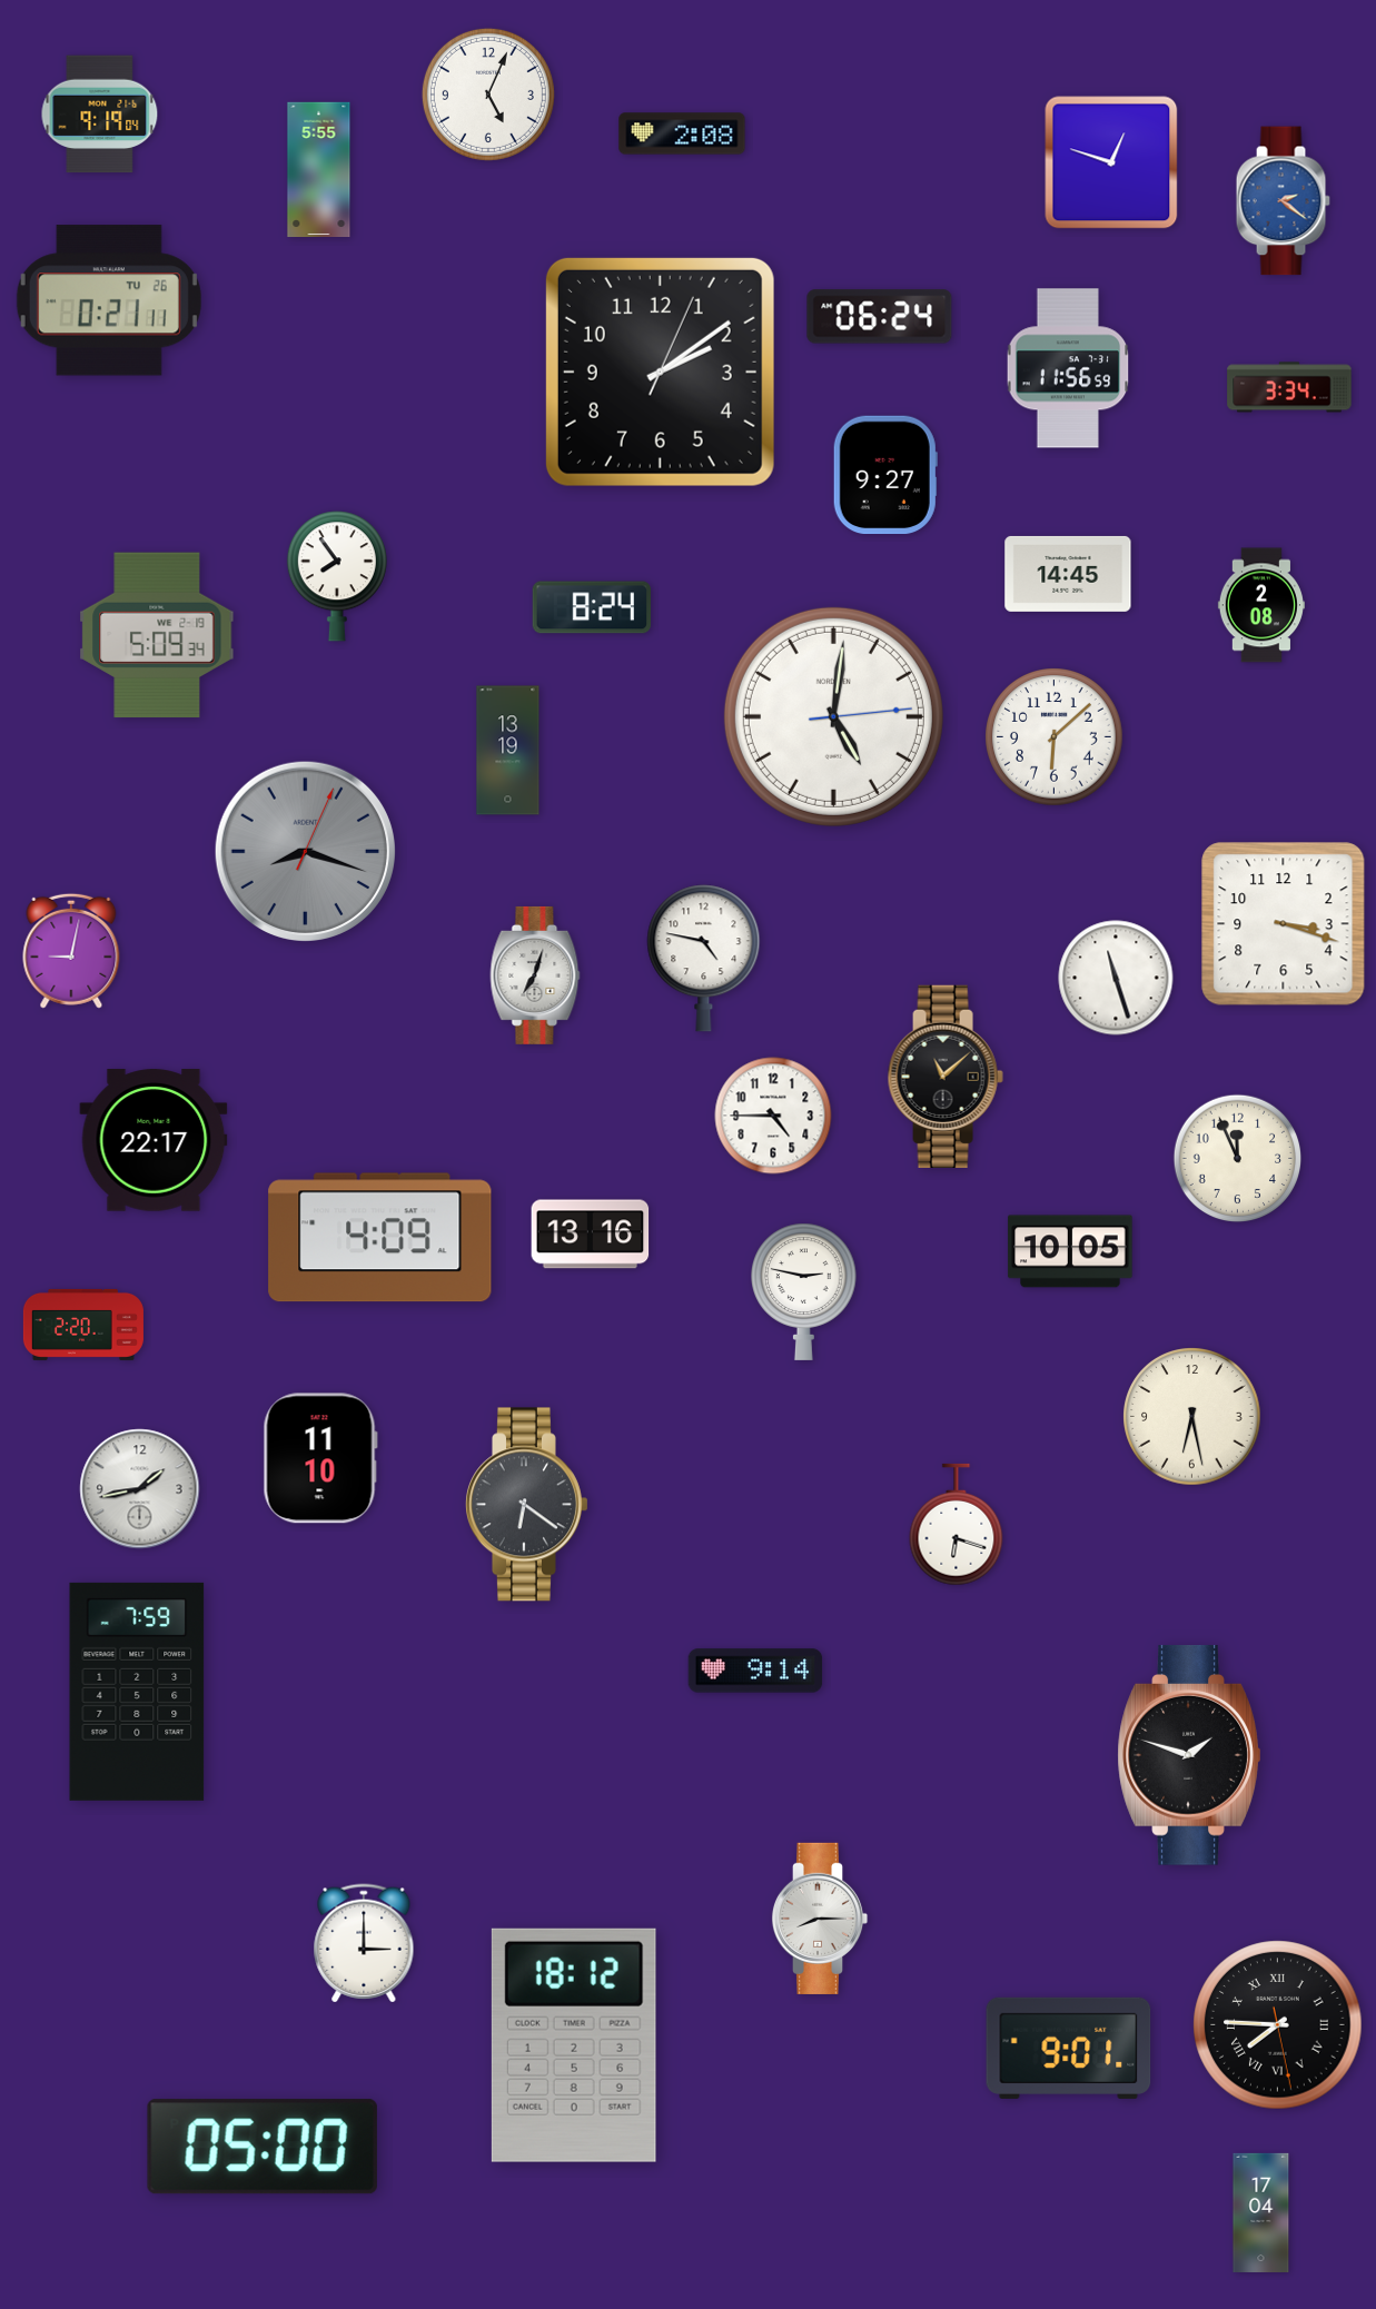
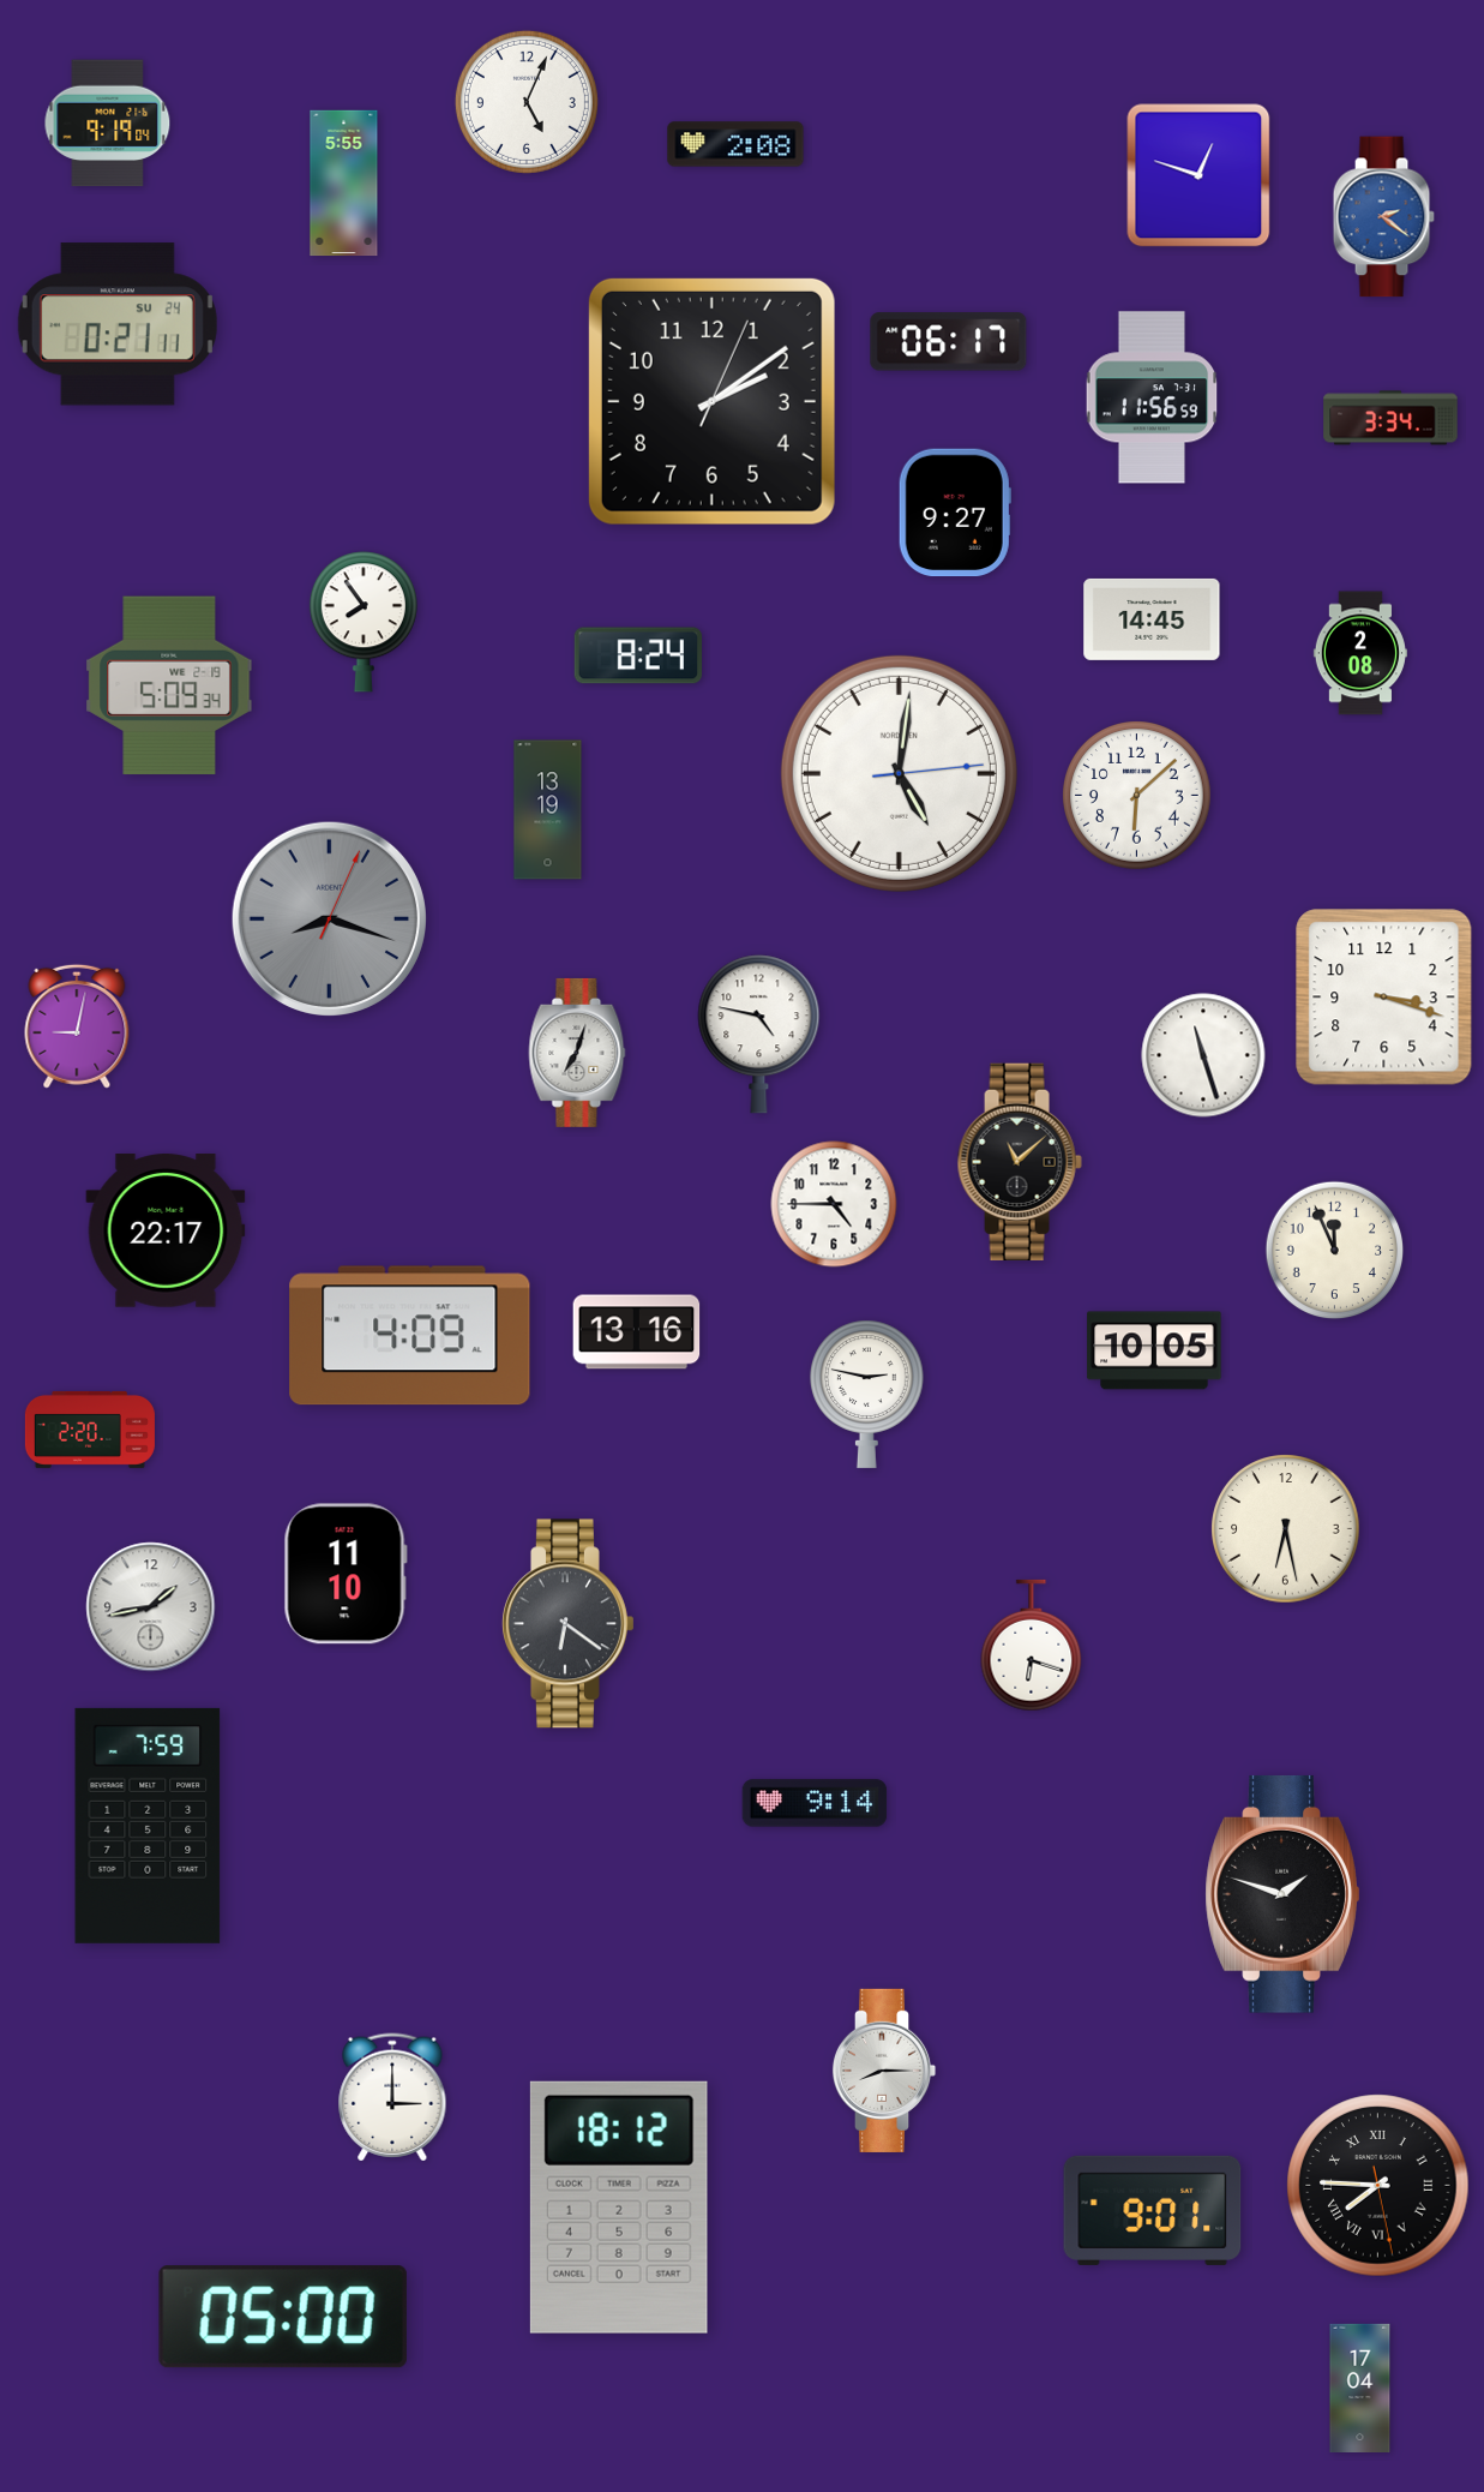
clock at (109, 300) date: TU 26 -> SU 24
clock at (880, 317): 06:24 -> 06:17
